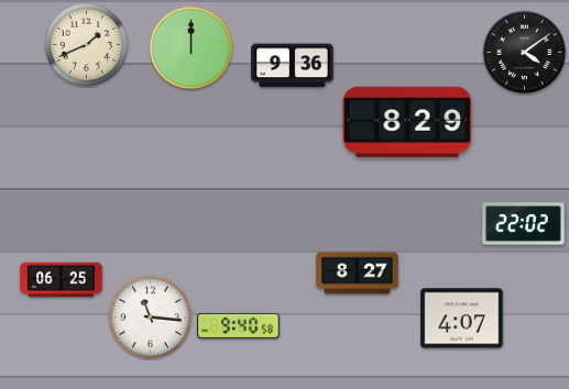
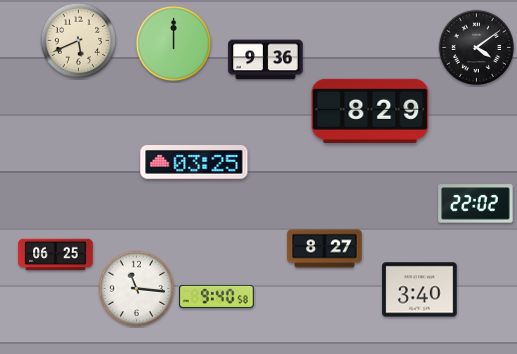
clock at (87, 45): 1:41 -> 5:41
clock at (194, 163): none -> 03:25
clock at (462, 319): 4:07 -> 3:40
